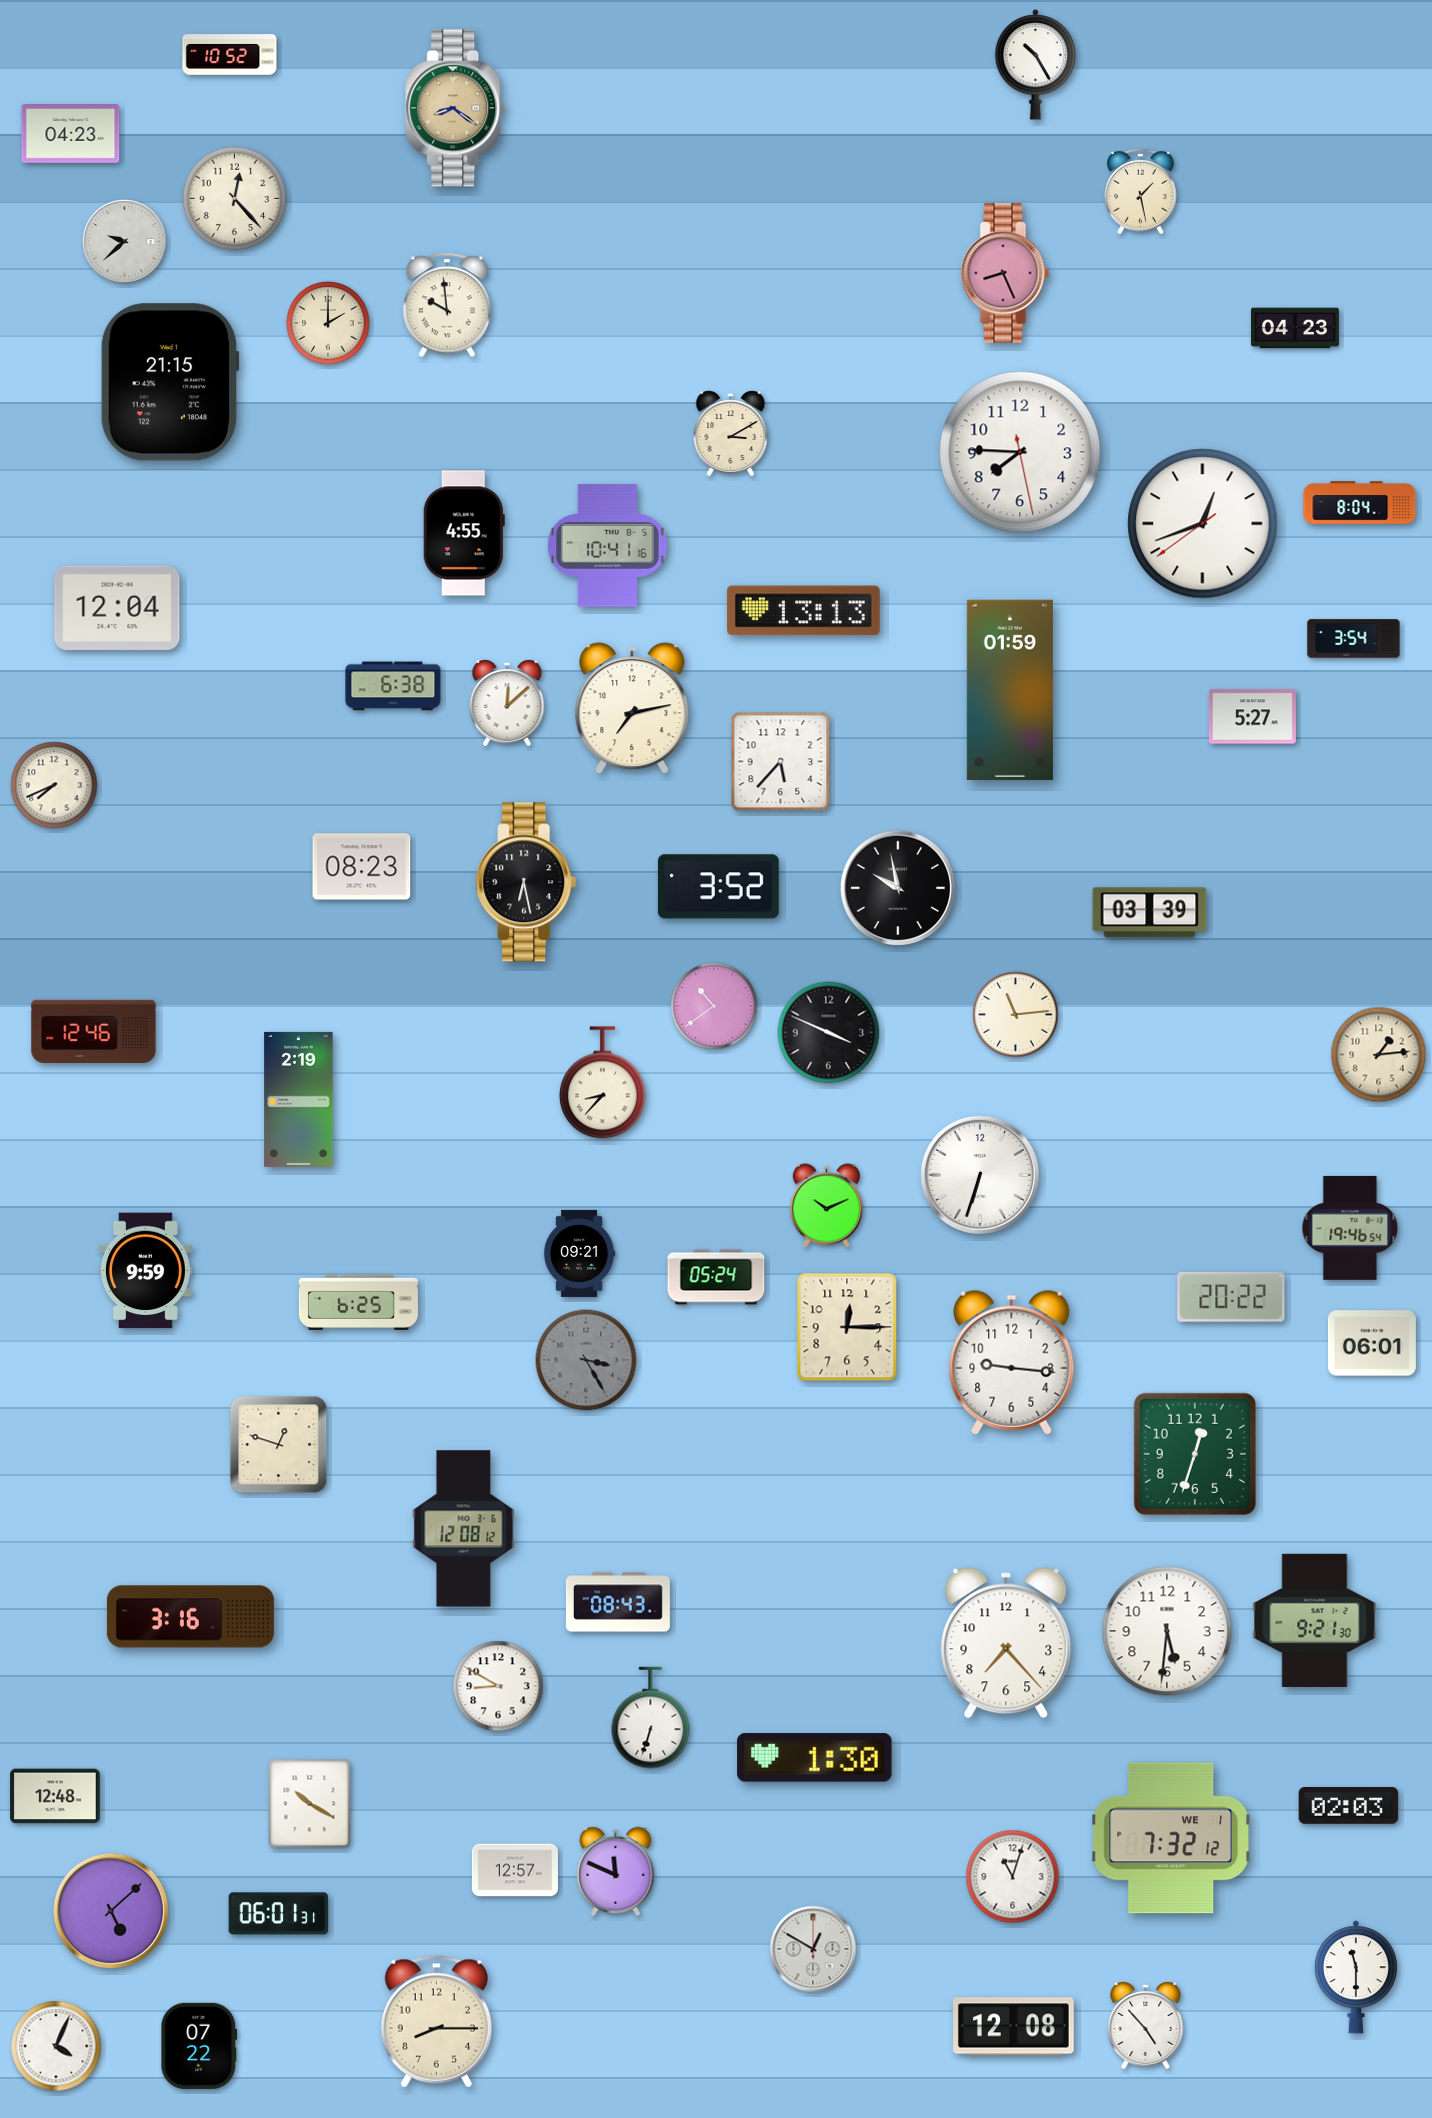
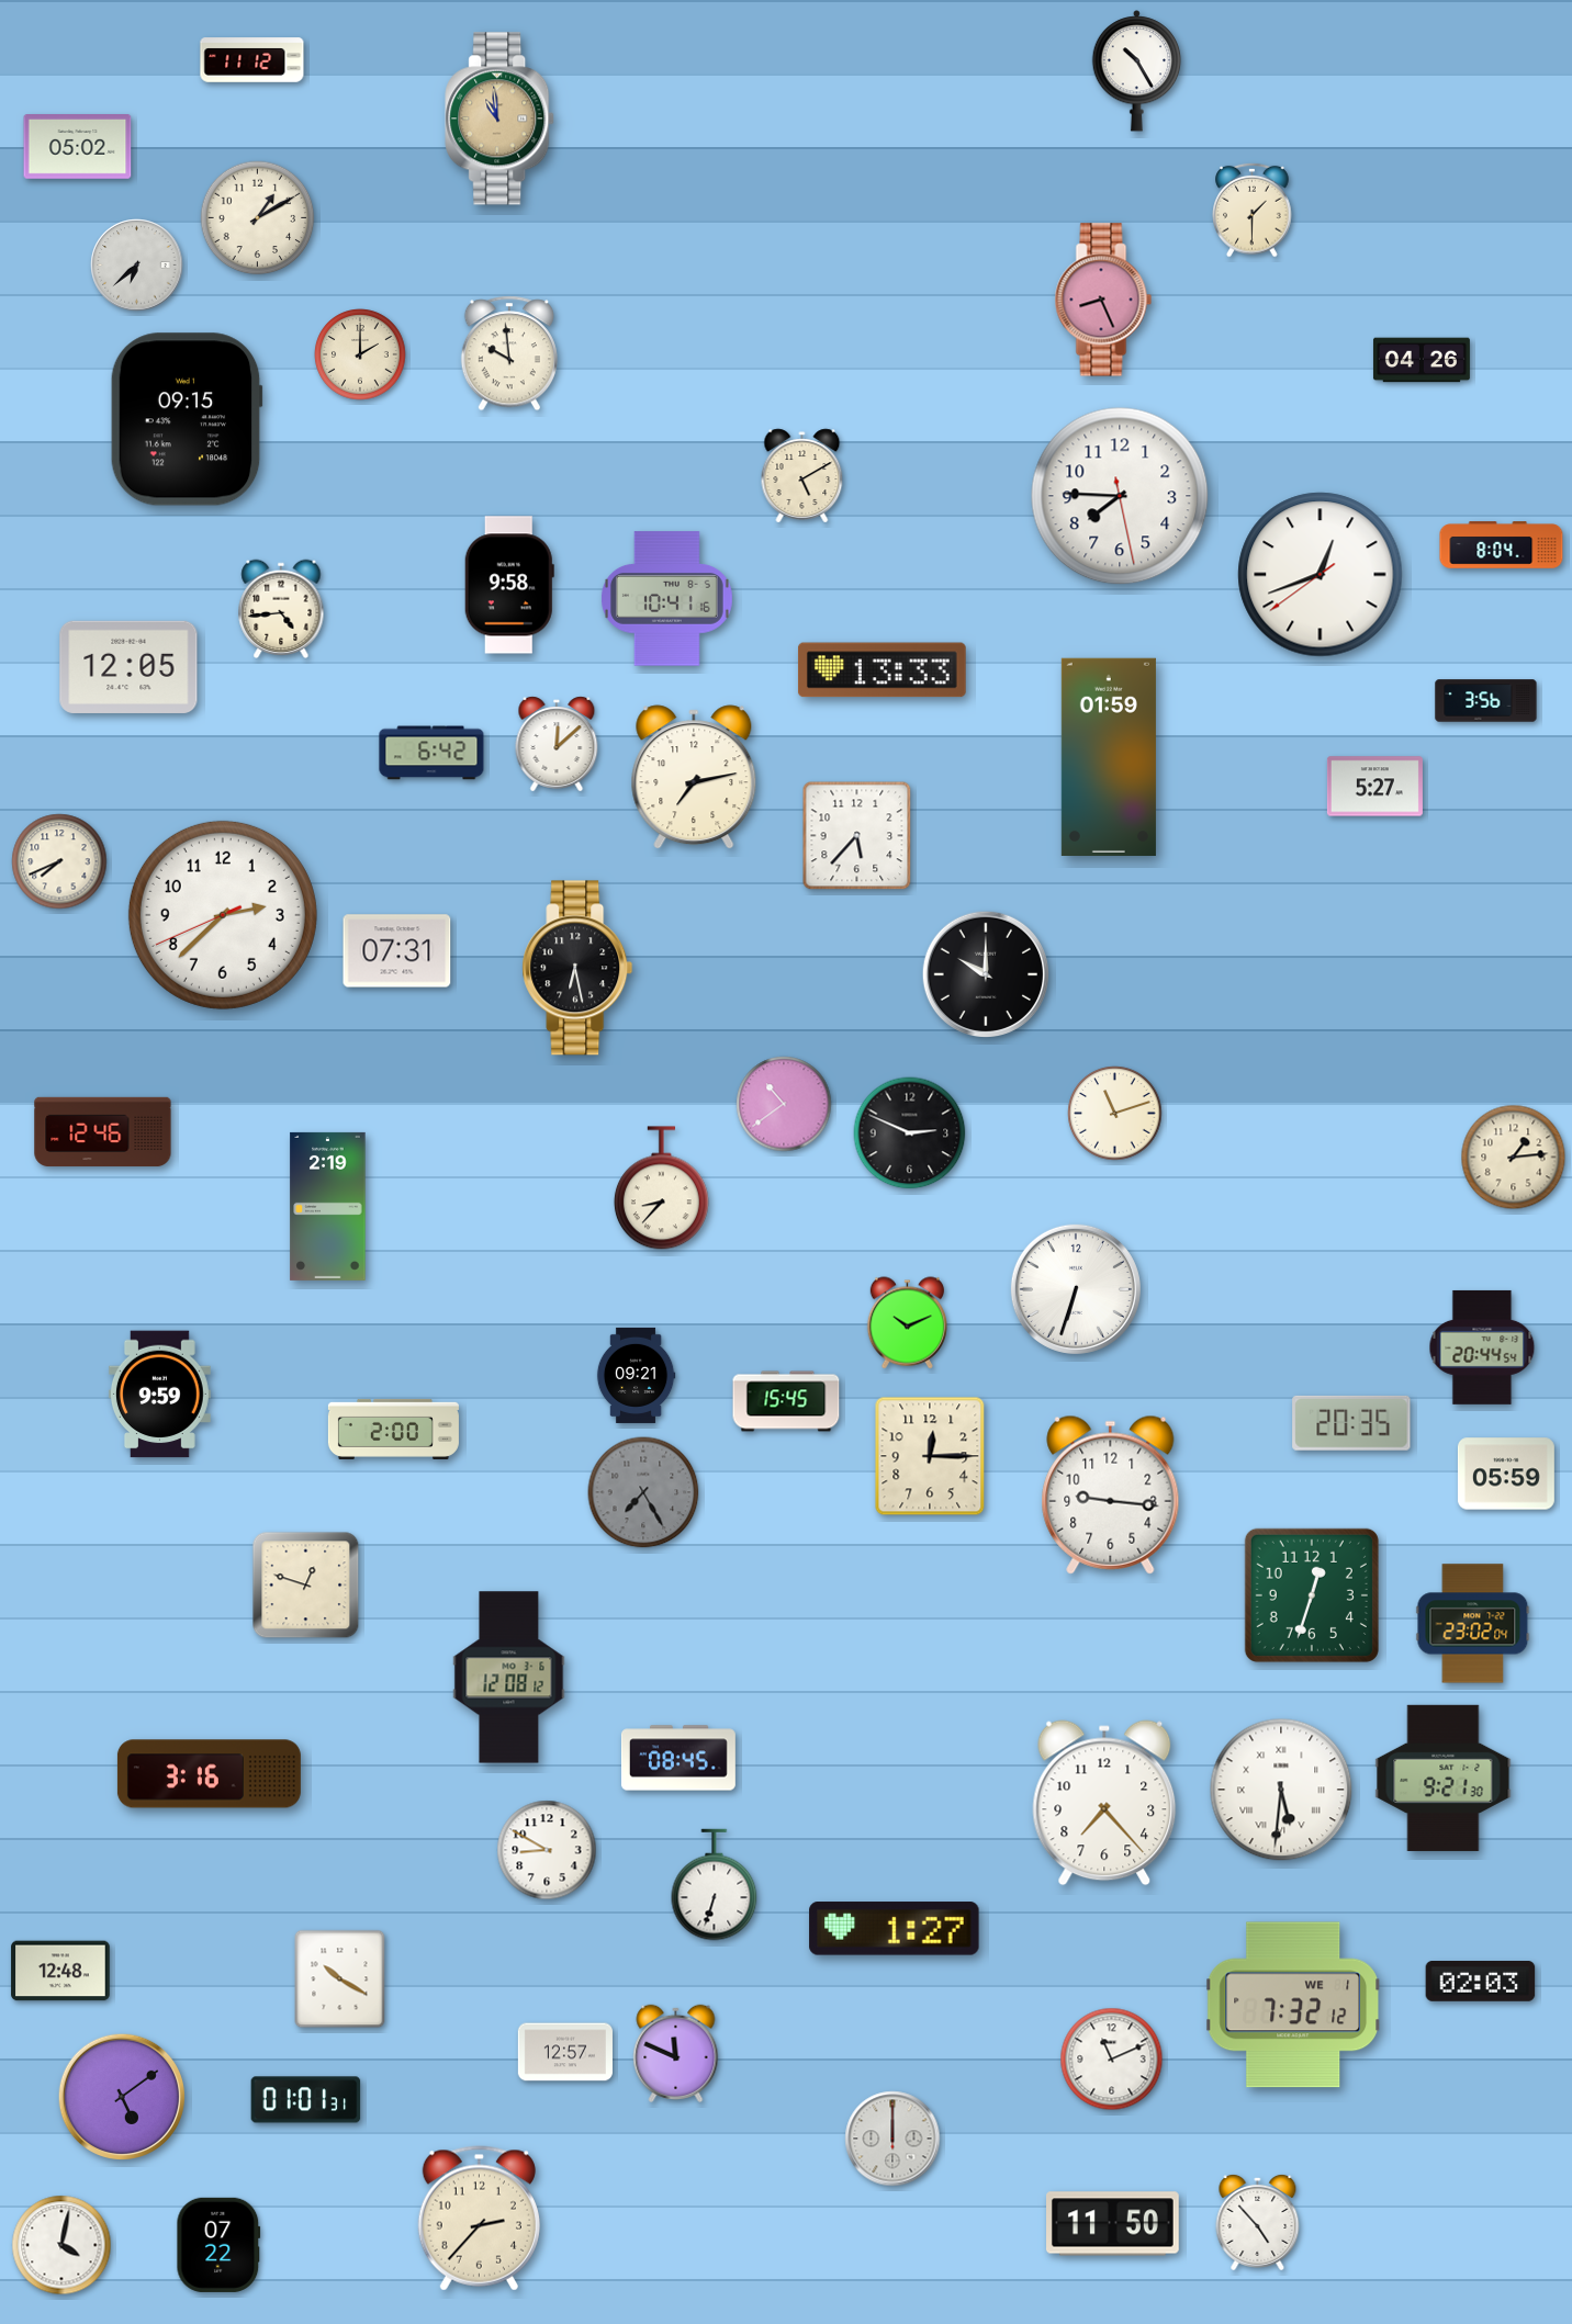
clock at (230, 55): 10:52 -> 11:12
clock at (456, 108): 8:21 -> 10:59
clock at (71, 134): 04:23 -> 05:02
clock at (1141, 191): 1:28 -> 1:30
clock at (235, 199): 12:23 -> 1:10
clock at (125, 242): 9:38 -> 6:38
clock at (447, 305) position: (447, 305) -> (509, 353)
clock at (1295, 328): 04:23 -> 04:26
clock at (170, 382): 21:15 -> 09:15
clock at (731, 434): 3:10 -> 5:10
clock at (1360, 503) position: (1360, 503) -> (1502, 545)
clock at (464, 533): 4:55 -> 9:58
clock at (281, 609): none -> 4:44
clock at (117, 608): 12:04 -> 12:05
clock at (803, 611): 13:13 -> 13:33
clock at (1354, 639): 3:54 -> 3:56
clock at (393, 686): 6:38 -> 6:42
clock at (507, 703) position: (507, 703) -> (557, 744)
clock at (223, 915): none -> 2:37
clock at (362, 867): 08:23 -> 07:31
clock at (718, 887): 3:52 -> none
clock at (897, 887): 9:58 -> 10:00
clock at (1150, 913): 03:39 -> none
clock at (1016, 1015): 11:14 -> 11:12
clock at (829, 1033): 3:49 -> 2:49
clock at (1350, 1228): 19:46 -> 20:44
clock at (716, 1277): 05:24 -> 15:45
clock at (1231, 1297): 20:22 -> 20:35
clock at (358, 1302): 6:25 -> 2:00
clock at (1372, 1343): 06:01 -> 05:59
clock at (586, 1360): 3:25 -> 7:25
clock at (1473, 1624): none -> 23:02
clock at (618, 1602): 08:43 -> 08:45
clock at (1167, 1631) numerals: Arabic -> Roman
clock at (815, 1758): 1:30 -> 1:27
clock at (1171, 1838) position: (1171, 1838) -> (1293, 2005)
clock at (1013, 1877): 11:03 -> 11:11
clock at (110, 1910): 5:08 -> 5:09
clock at (279, 1914): 06:01 -> 01:01
clock at (813, 1949): 12:50 -> 12:00
clock at (1356, 1977): 11:30 -> none
clock at (436, 2022): 8:15 -> 2:37
clock at (1014, 2027): 12:08 -> 11:50
clock at (56, 2046): 4:04 -> 4:02
